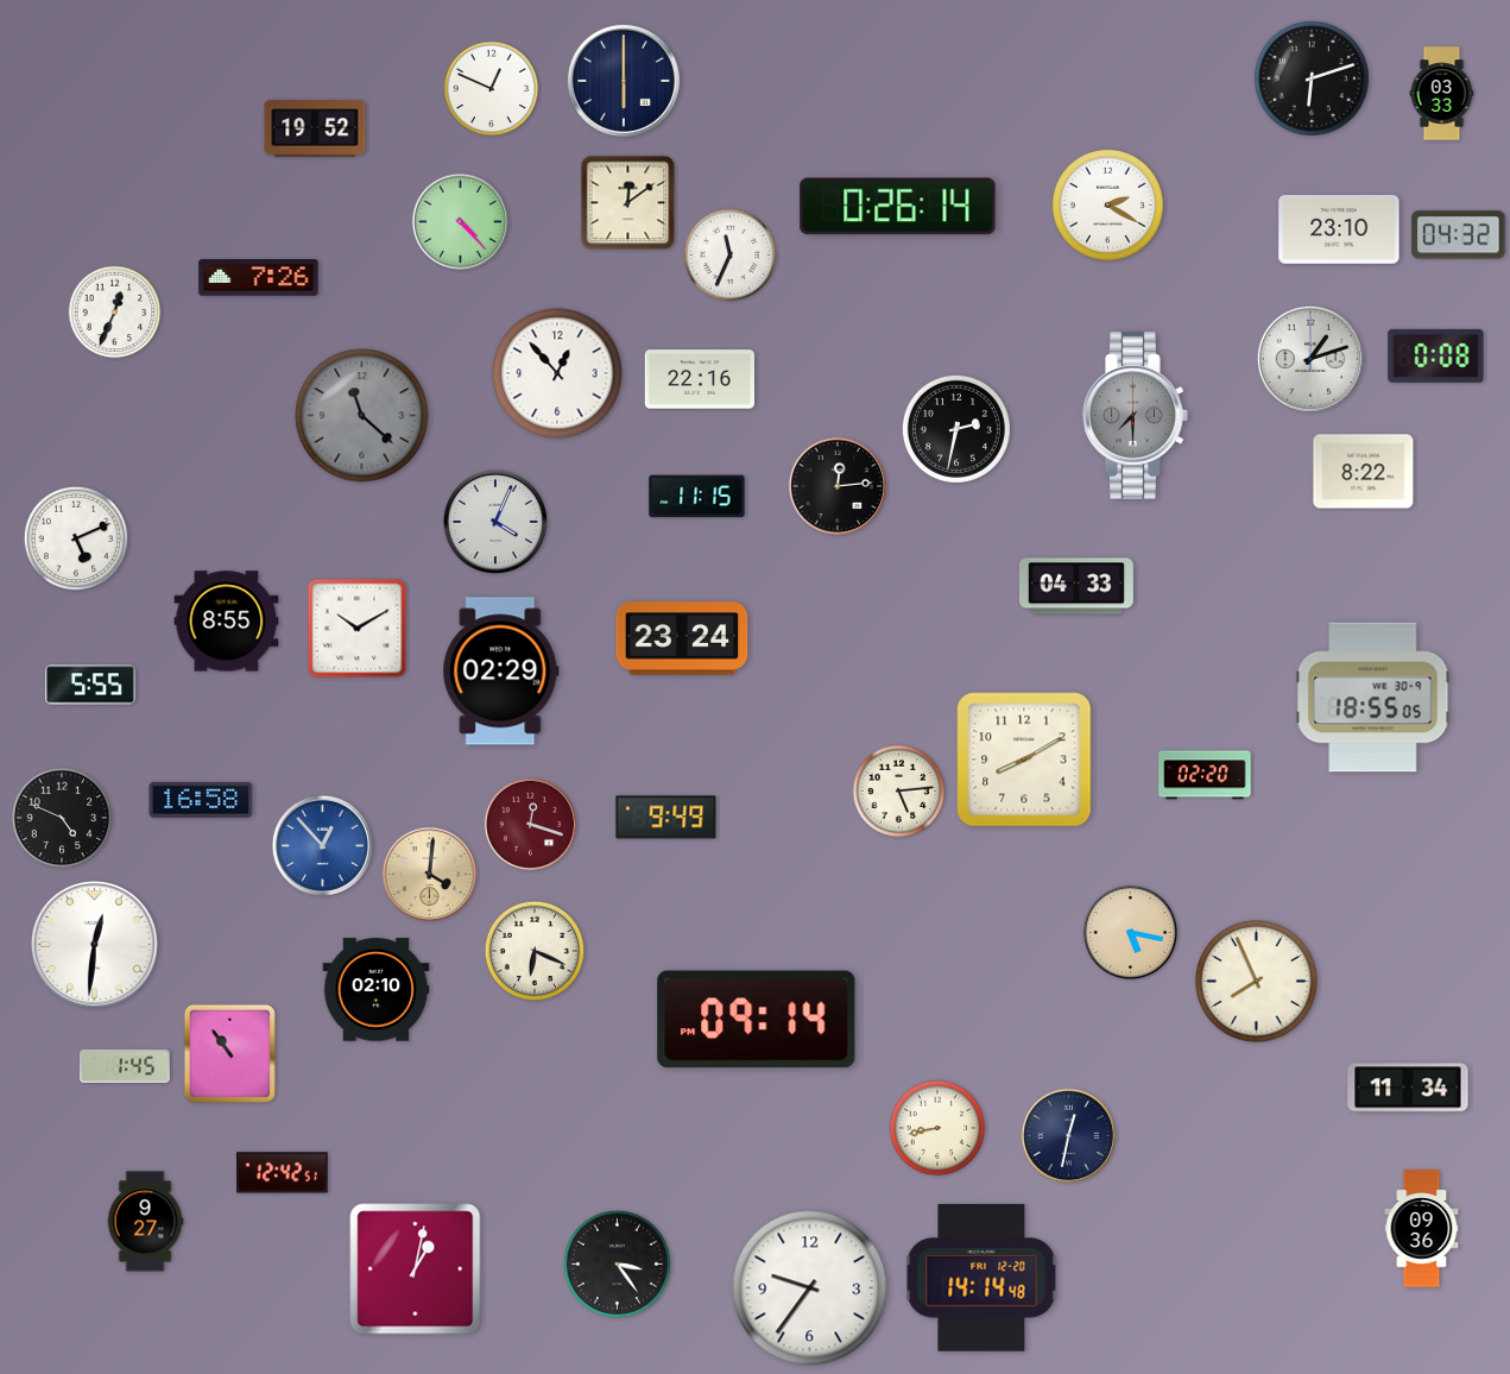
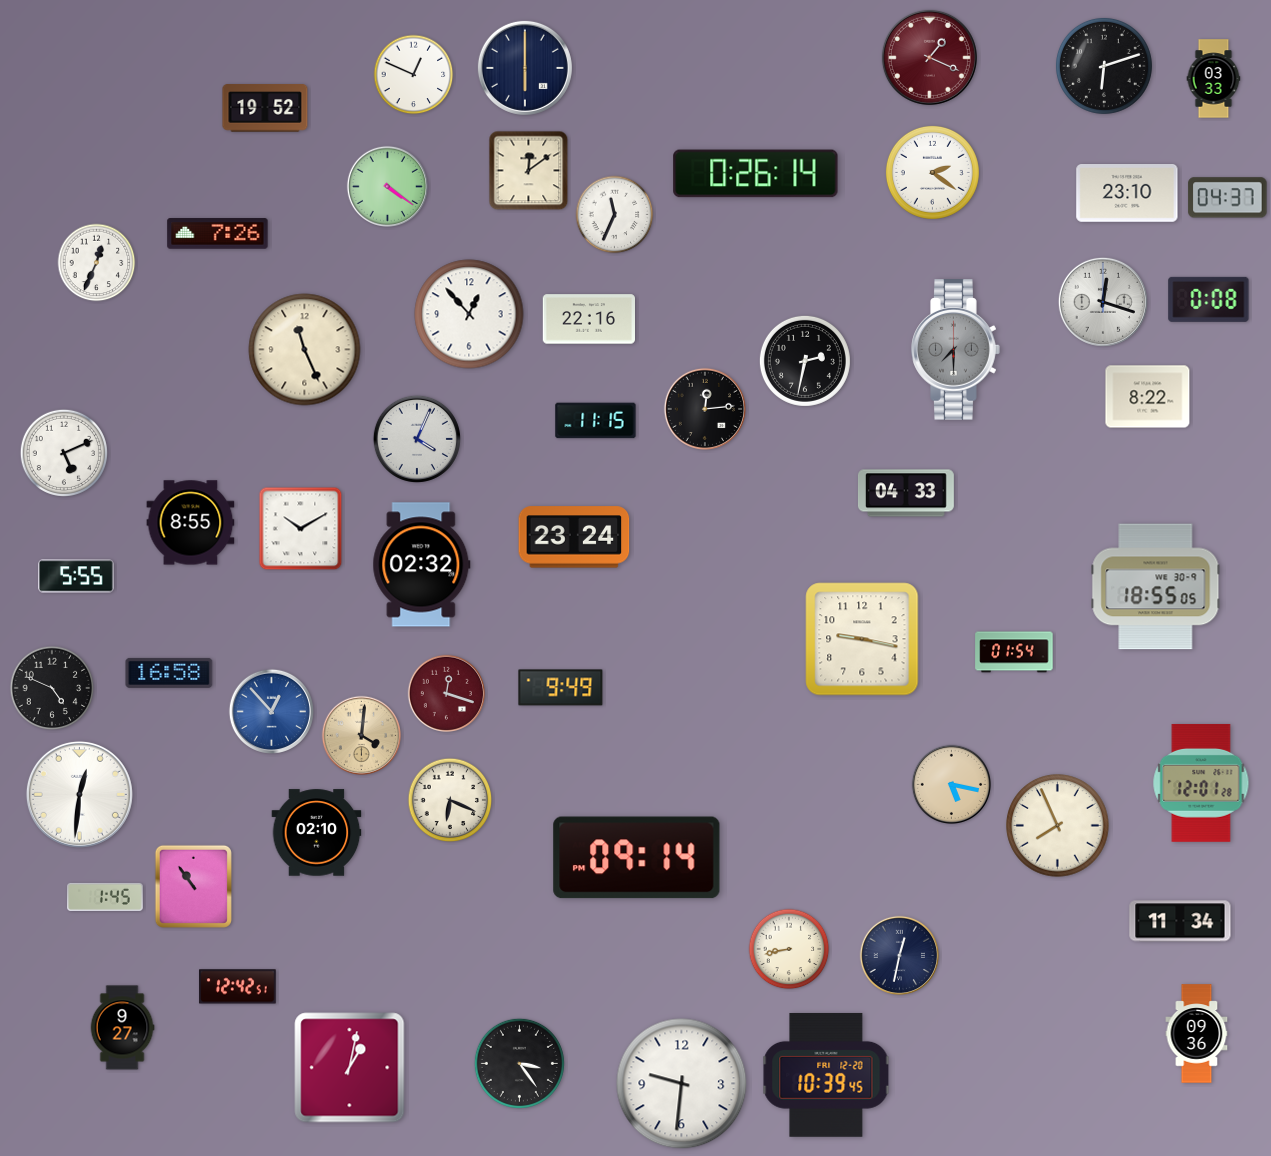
clock at (929, 57): none -> 1:19
clock at (1107, 204): 2:20 -> 2:21
clock at (460, 221): 4:23 -> 4:21
clock at (1459, 235): 04:32 -> 04:37
clock at (1310, 359): 1:12 -> 12:18
clock at (362, 416): 11:22 -> 11:26
clock at (362, 416) dial: grey -> cream
clock at (697, 497) position: (697, 497) -> (596, 421)
clock at (501, 672): 02:29 -> 02:32
clock at (1024, 760): 8:10 -> 9:17
clock at (1205, 775): 02:20 -> 01:54
clock at (899, 792): 5:14 -> none
clock at (1201, 783): none -> 12:01
clock at (1408, 1088) position: (1408, 1088) -> (1180, 921)
clock at (981, 1278): 14:14 -> 10:39
clock at (810, 1288): 9:36 -> 9:31
